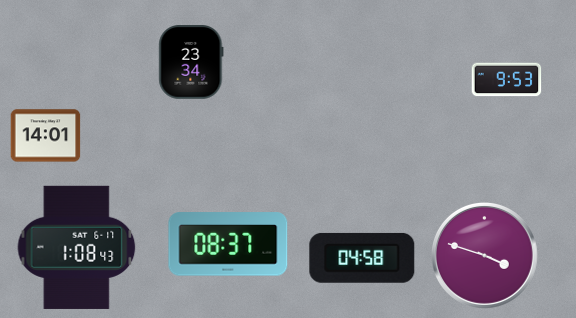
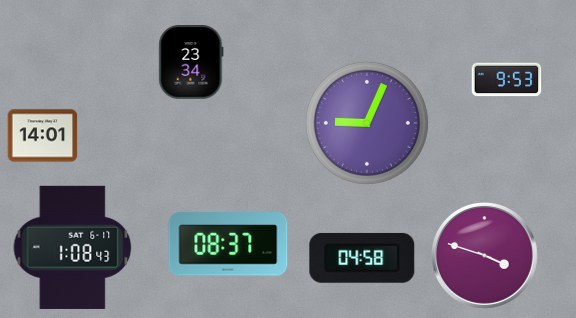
clock at (367, 123): none -> 9:04
clock at (46, 136) position: (46, 136) -> (43, 136)
clock at (77, 247) position: (77, 247) -> (73, 247)
